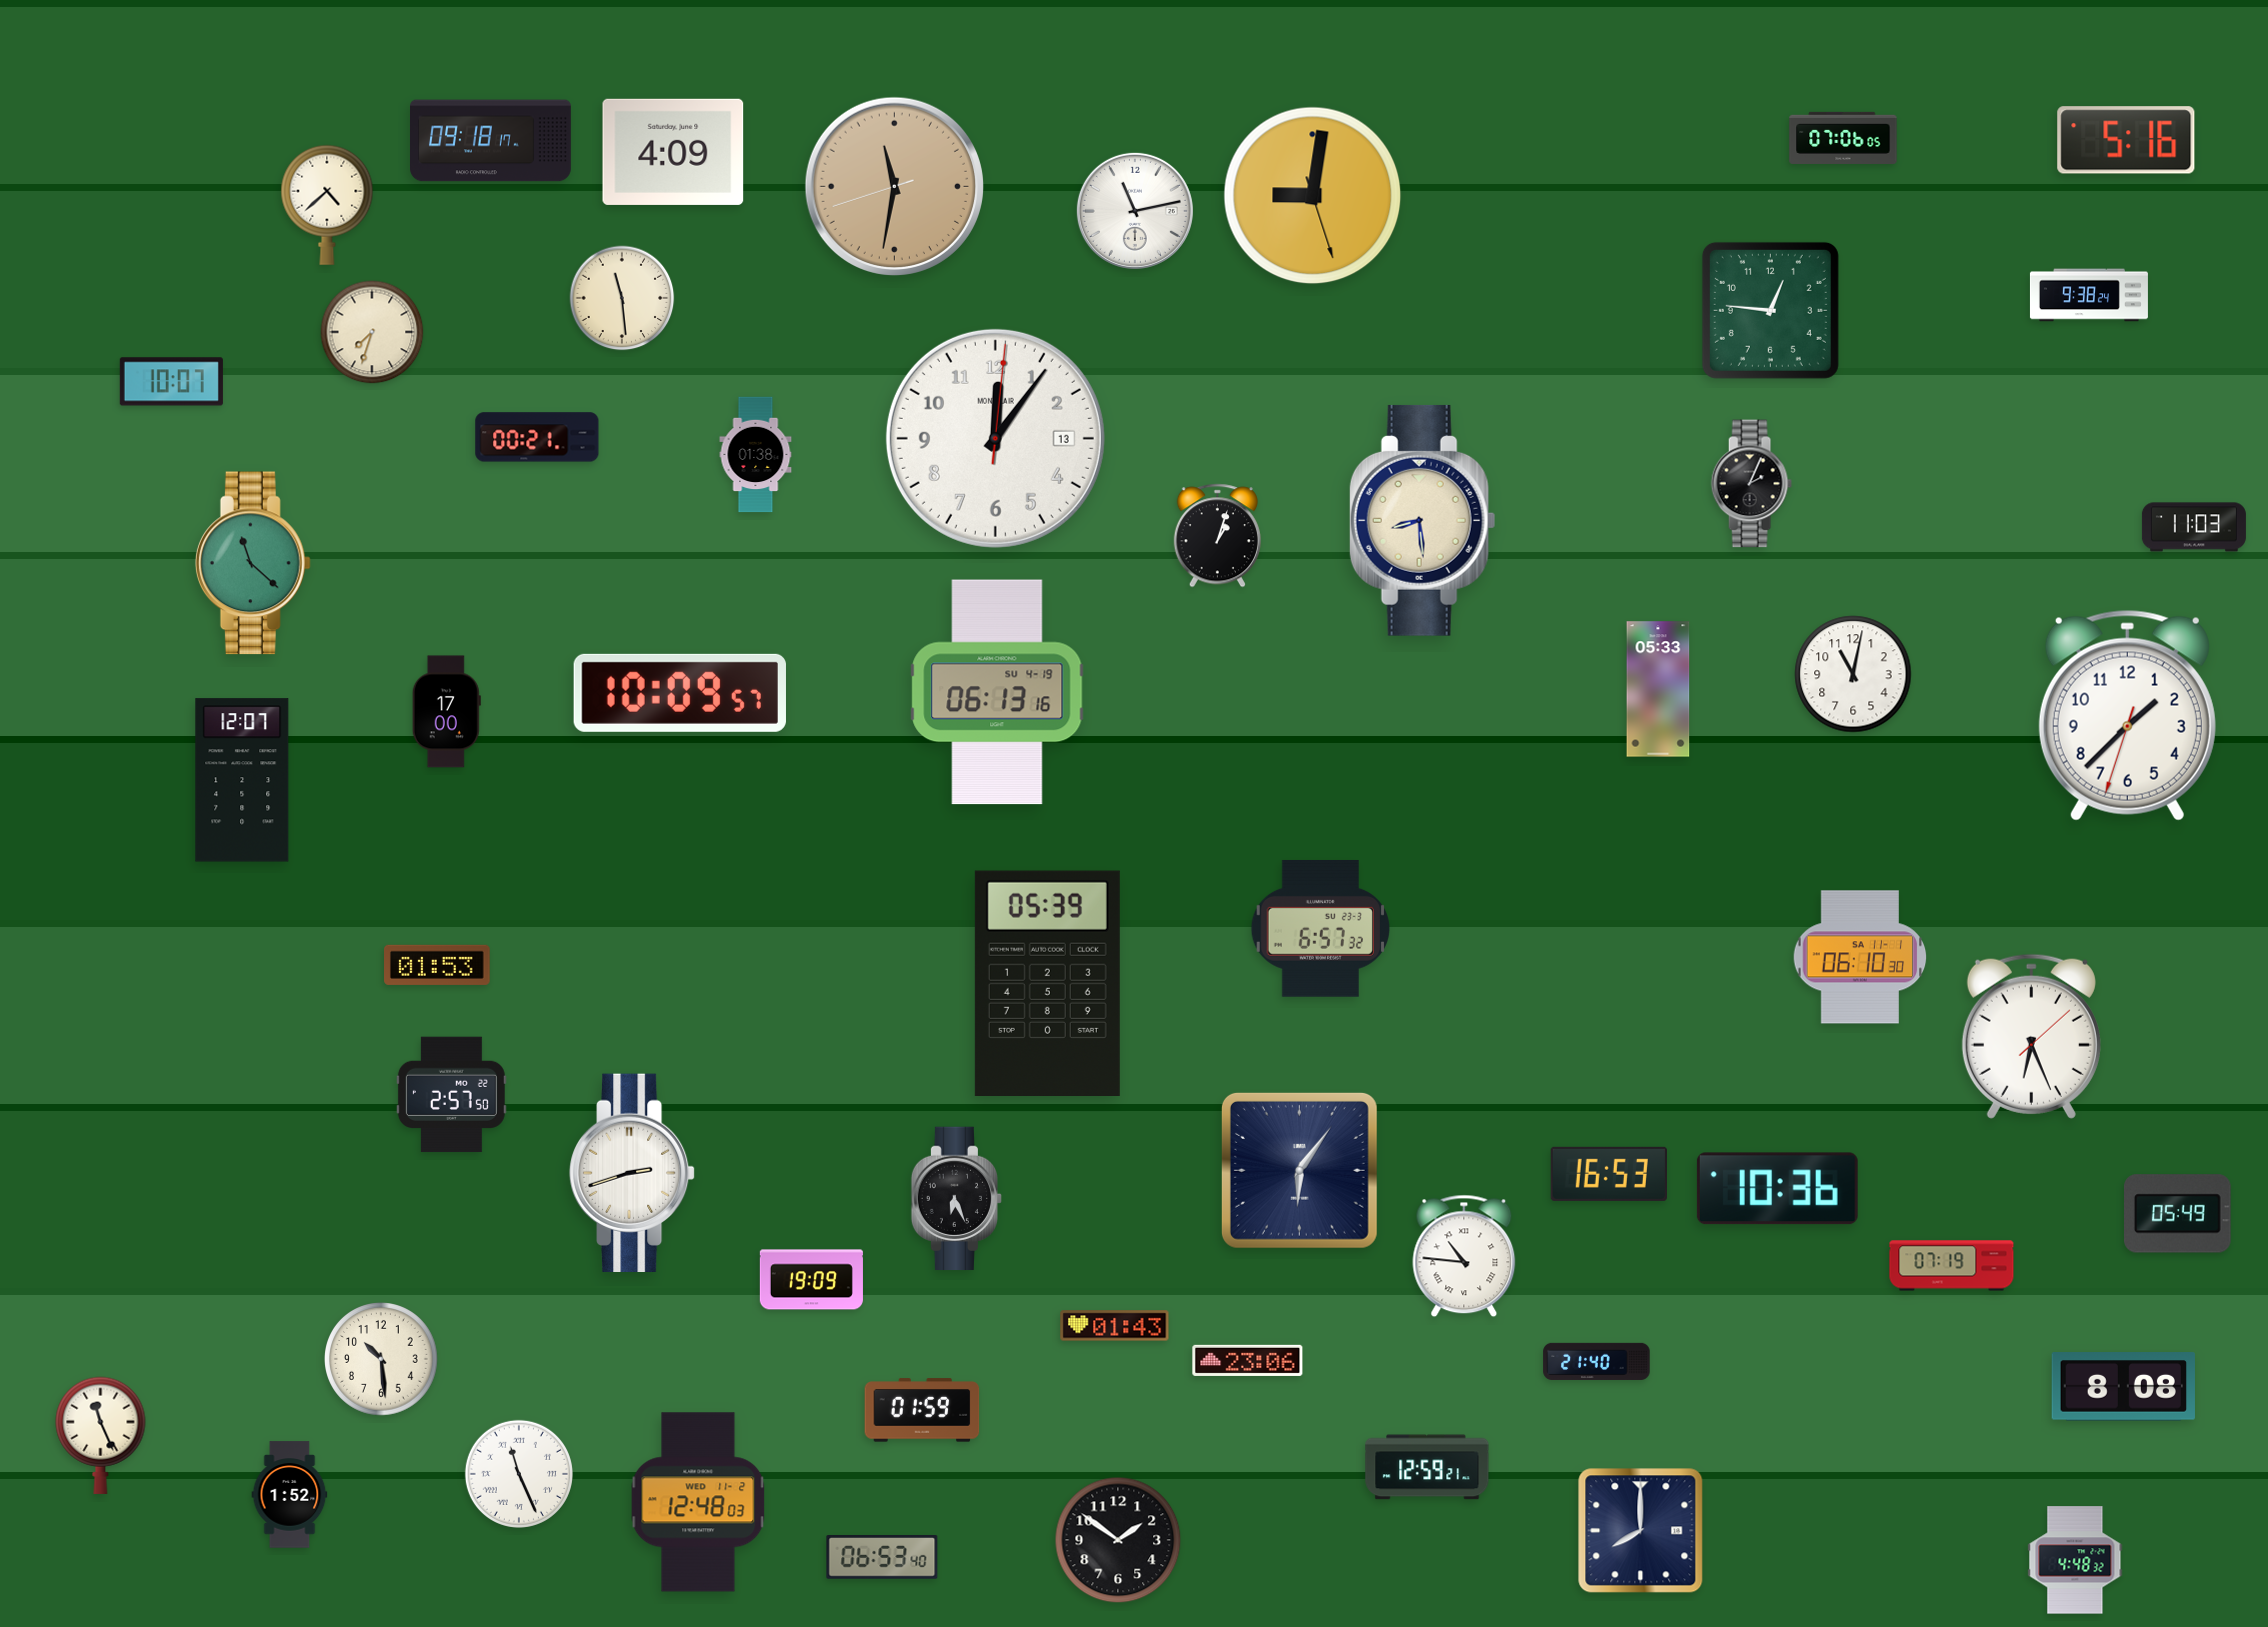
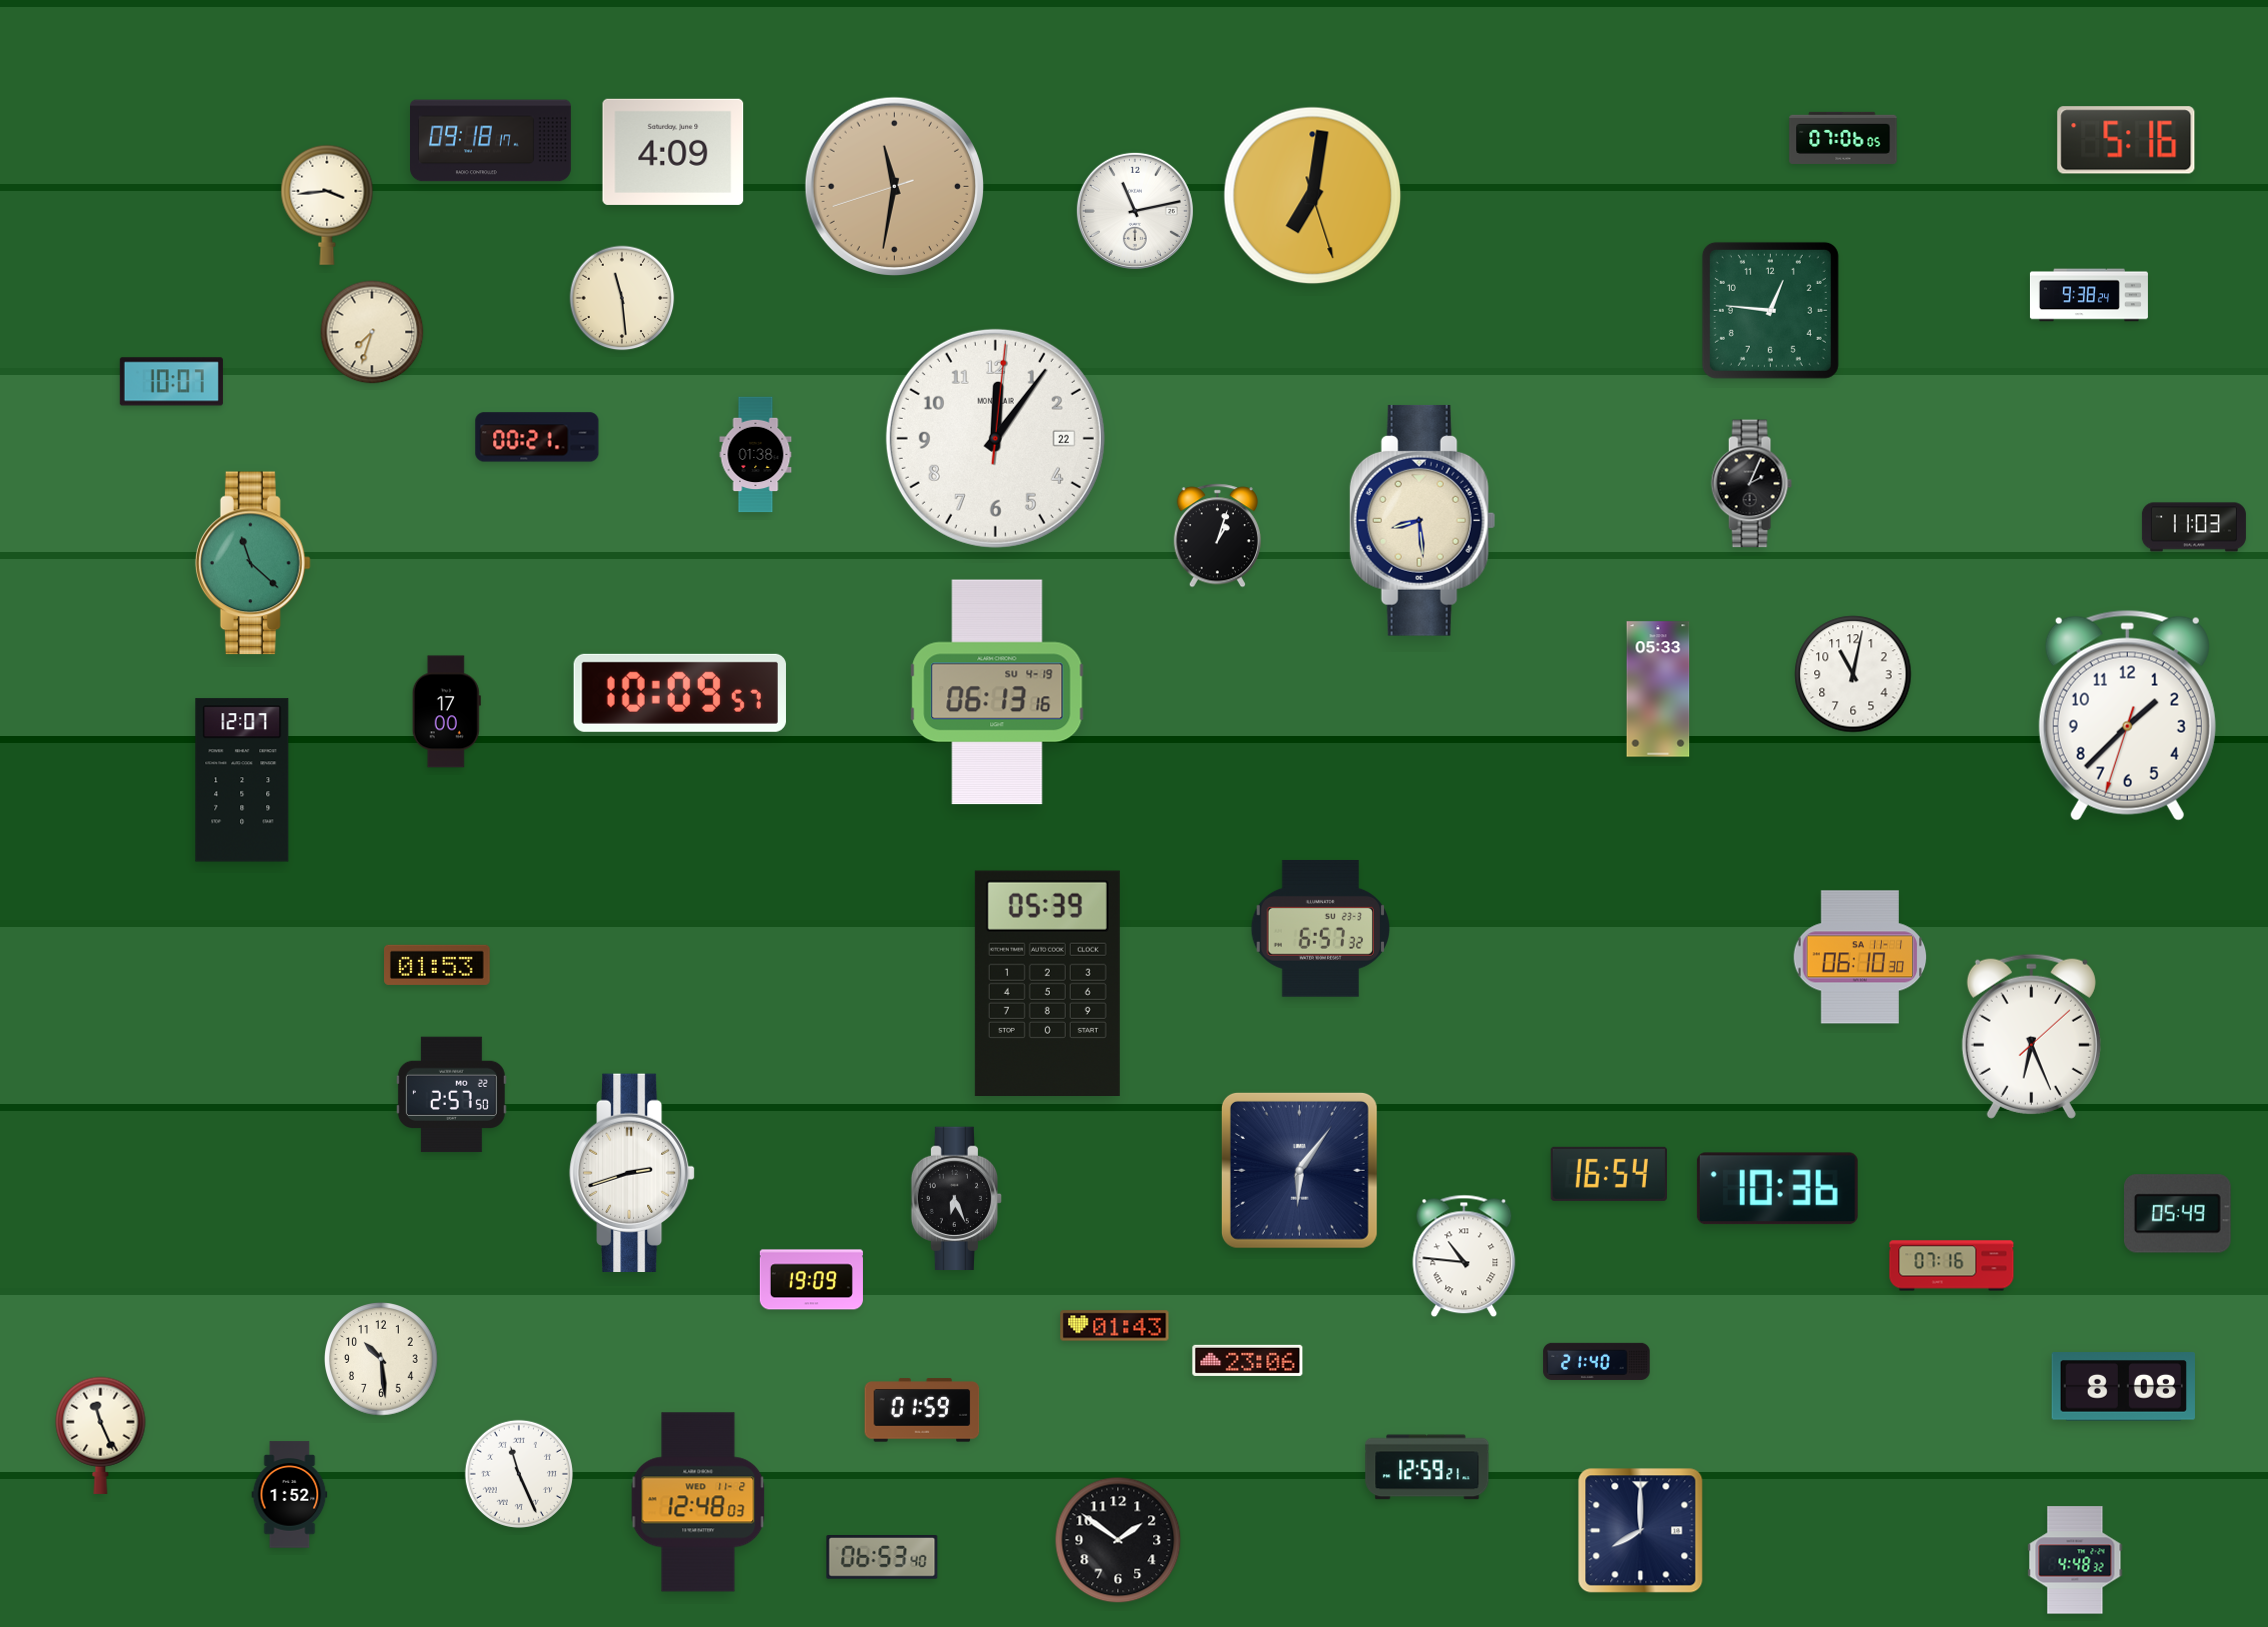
clock at (1313, 196): 9:01 -> 7:01
clock at (327, 205): 4:38 -> 3:44
clock at (995, 438) date: 13 -> 22
clock at (1609, 1174): 16:53 -> 16:54
clock at (1952, 1266): 07:19 -> 07:16
